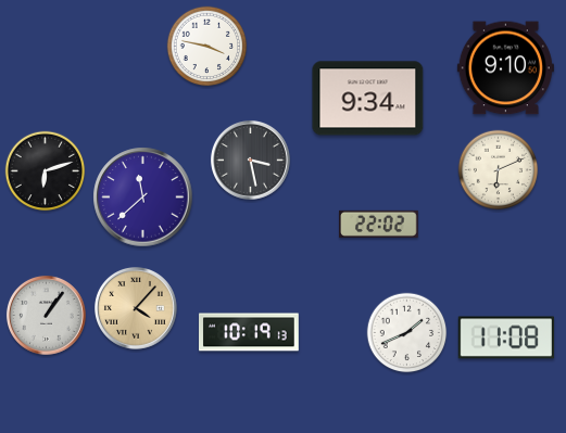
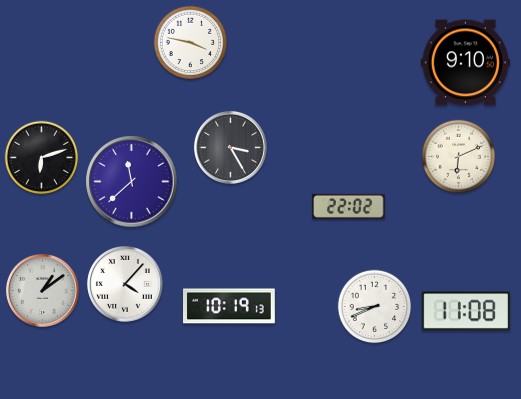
clock at (368, 99): 9:34 -> none
clock at (250, 160): 3:28 -> 3:25
clock at (137, 309) dial: champagne -> white
clock at (46, 315): 1:06 -> 1:09
clock at (407, 333): 1:41 -> 8:41
